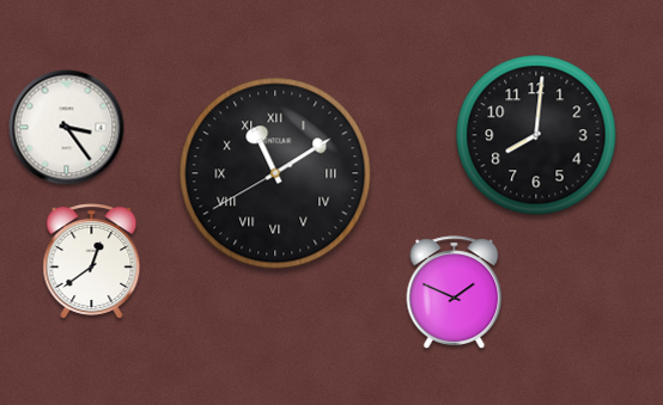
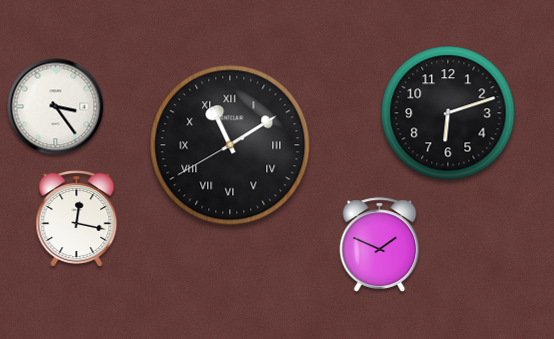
clock at (536, 135): 8:01 -> 6:12
clock at (92, 262): 12:39 -> 12:17
